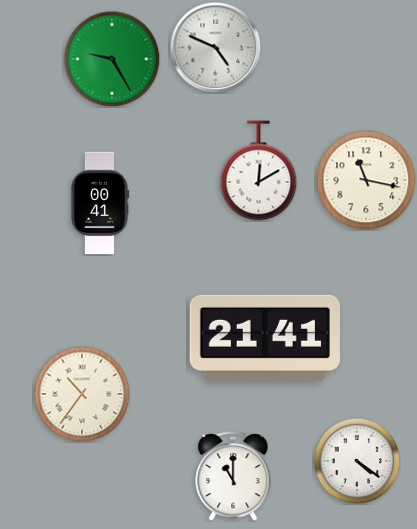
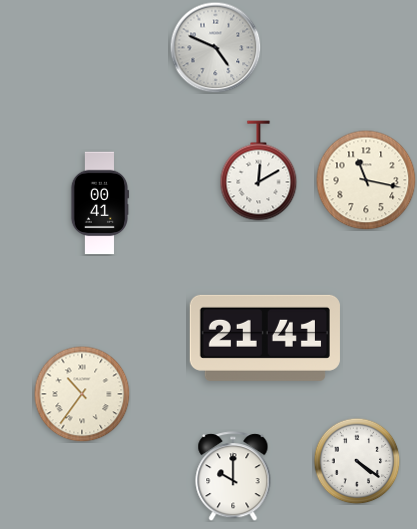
clock at (112, 59): 9:25 -> none
clock at (233, 476): 11:00 -> 10:00
